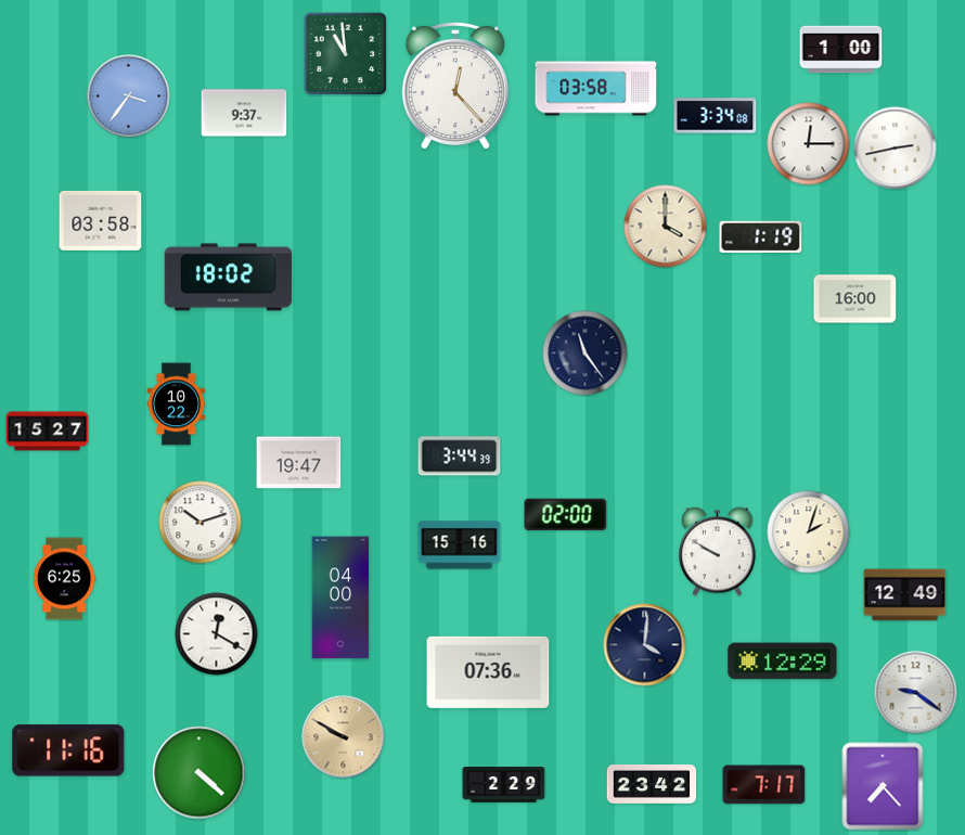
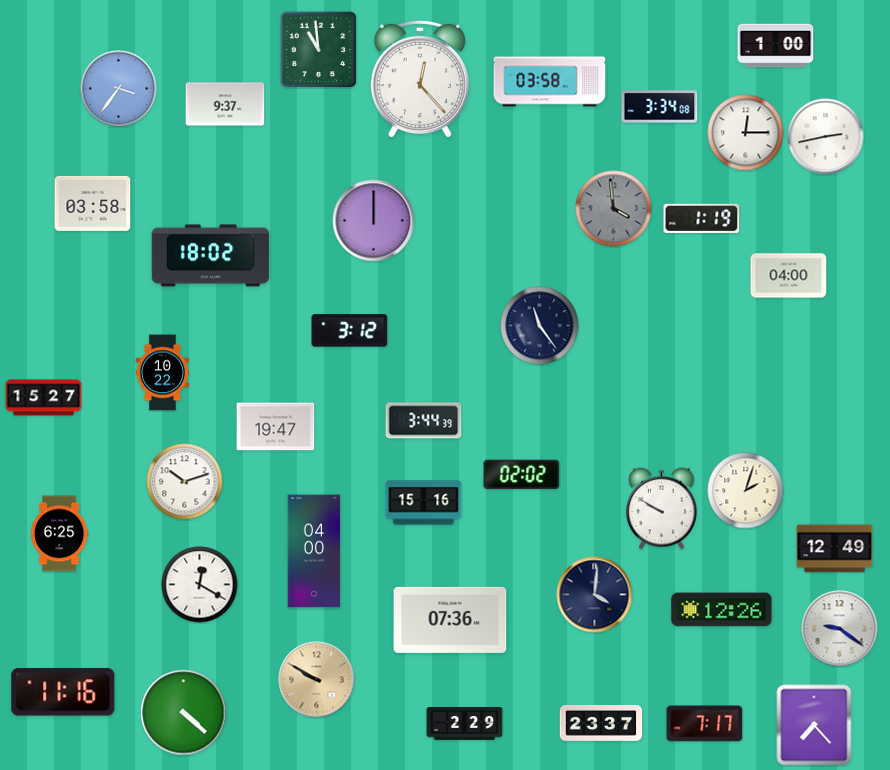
clock at (666, 227): 4:00 -> 3:59
clock at (666, 227) dial: cream -> grey
clock at (374, 221): none -> 12:00
clock at (855, 299): 16:00 -> 04:00
clock at (350, 331): none -> 3:12
clock at (566, 515): 02:00 -> 02:02
clock at (783, 661): 12:29 -> 12:26
clock at (916, 693) position: (916, 693) -> (840, 629)
clock at (652, 784): 23:42 -> 23:37
